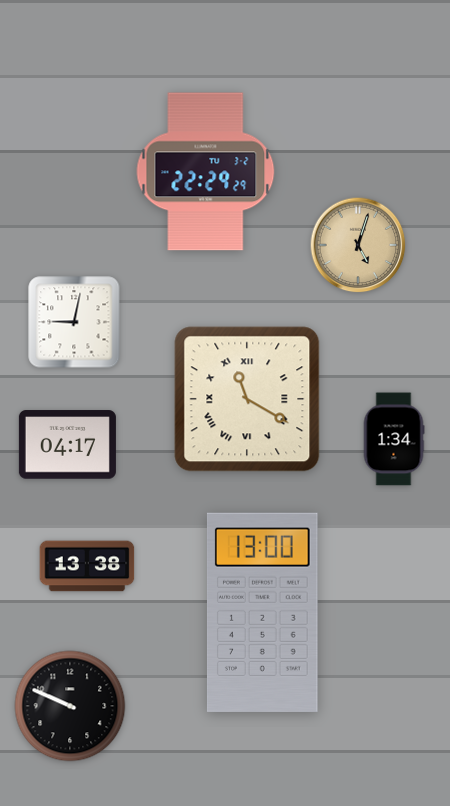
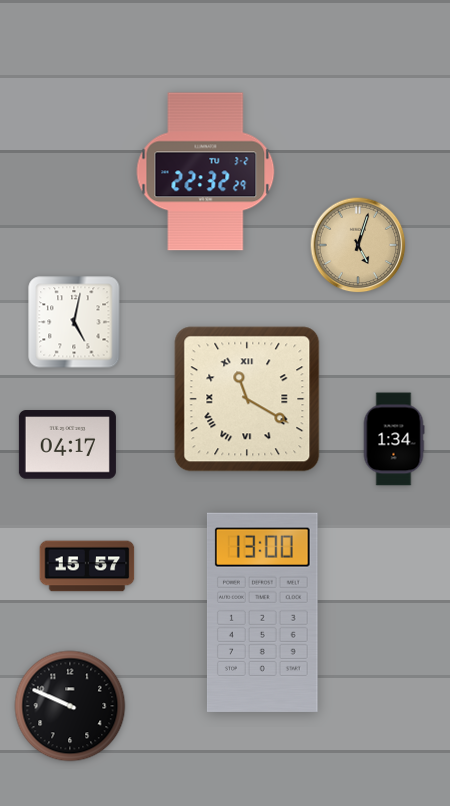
clock at (206, 172): 22:29 -> 22:32
clock at (74, 322): 9:02 -> 5:02
clock at (87, 566): 13:38 -> 15:57
